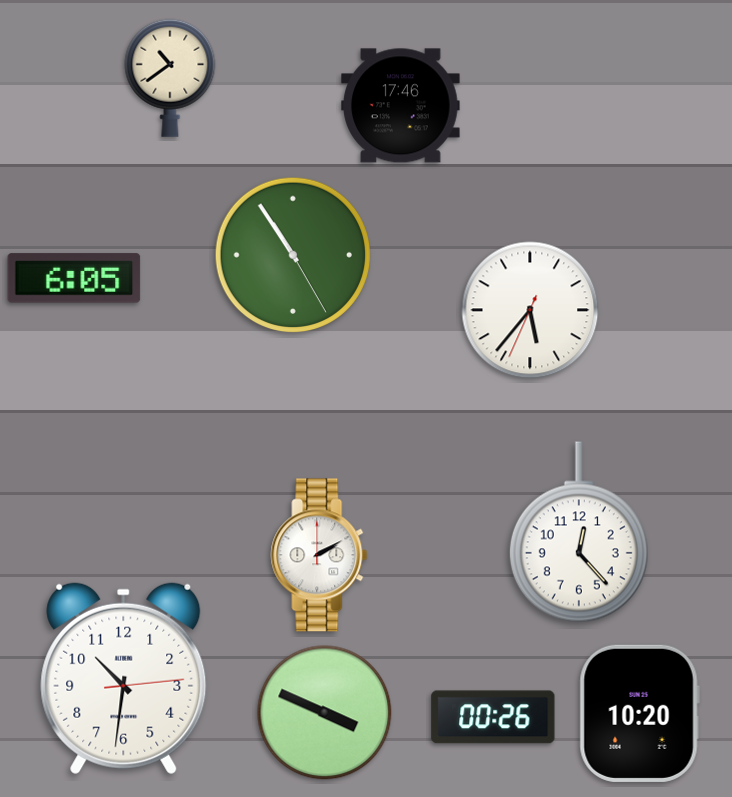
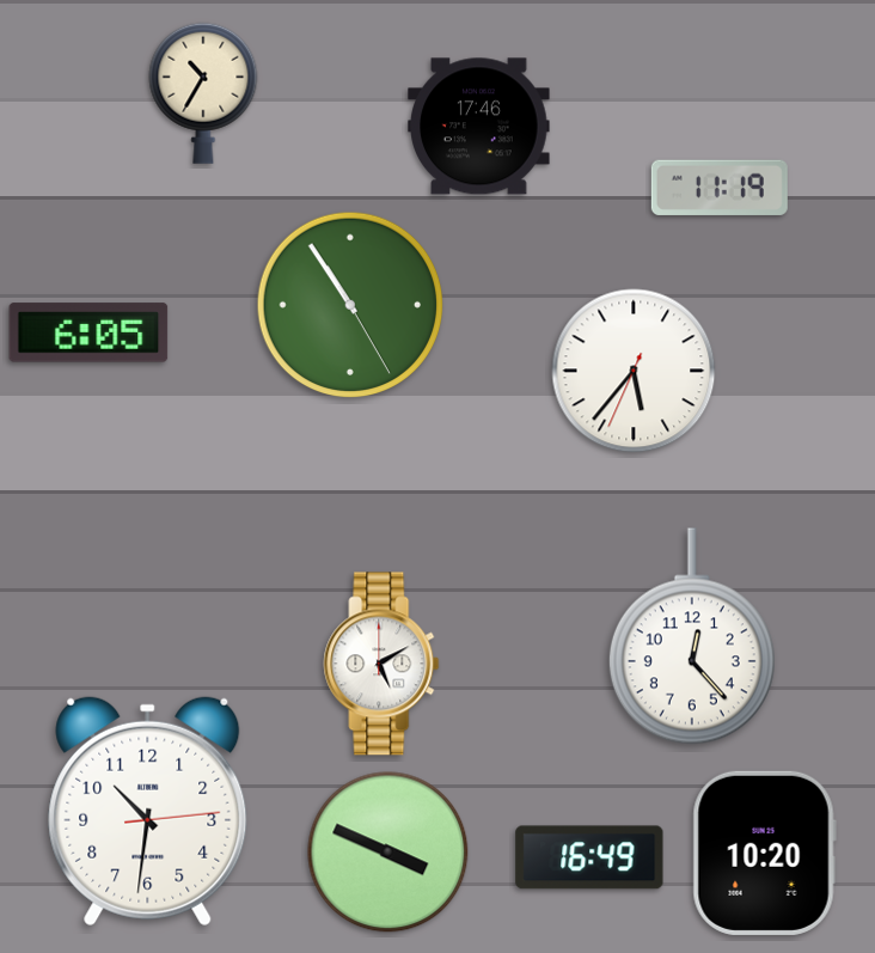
clock at (170, 78): 10:39 -> 10:35
clock at (720, 188): none -> 11:19
clock at (319, 555): 2:10 -> 5:10
clock at (493, 717): 00:26 -> 16:49
